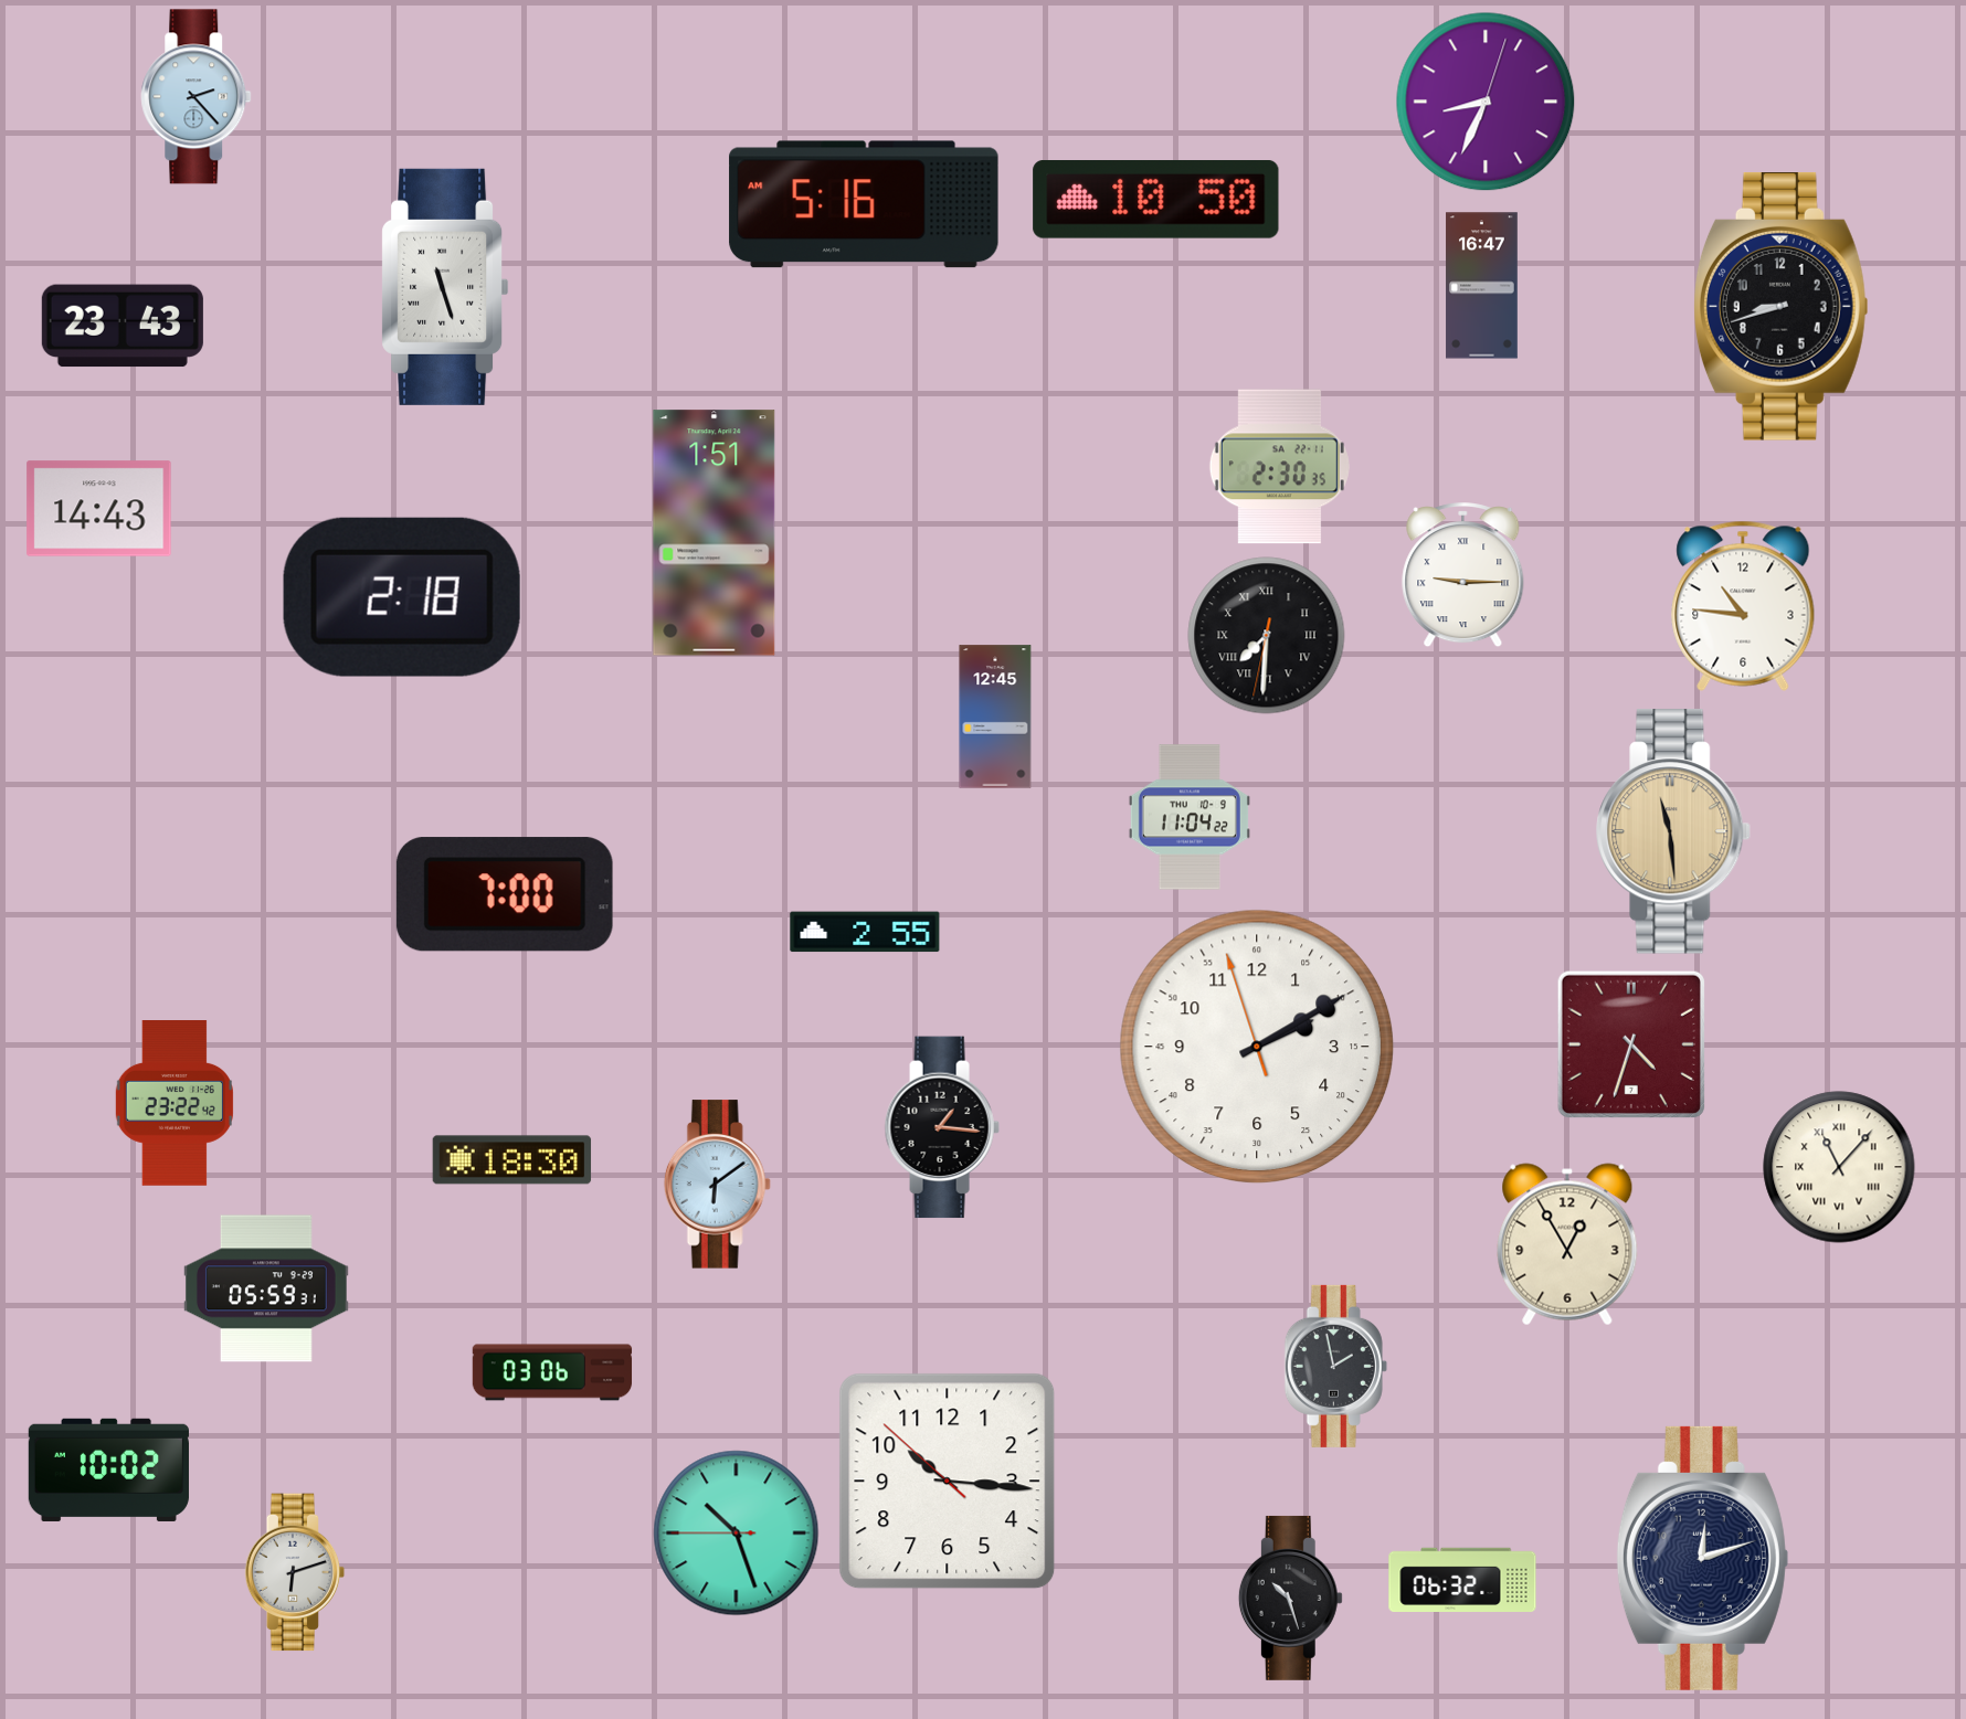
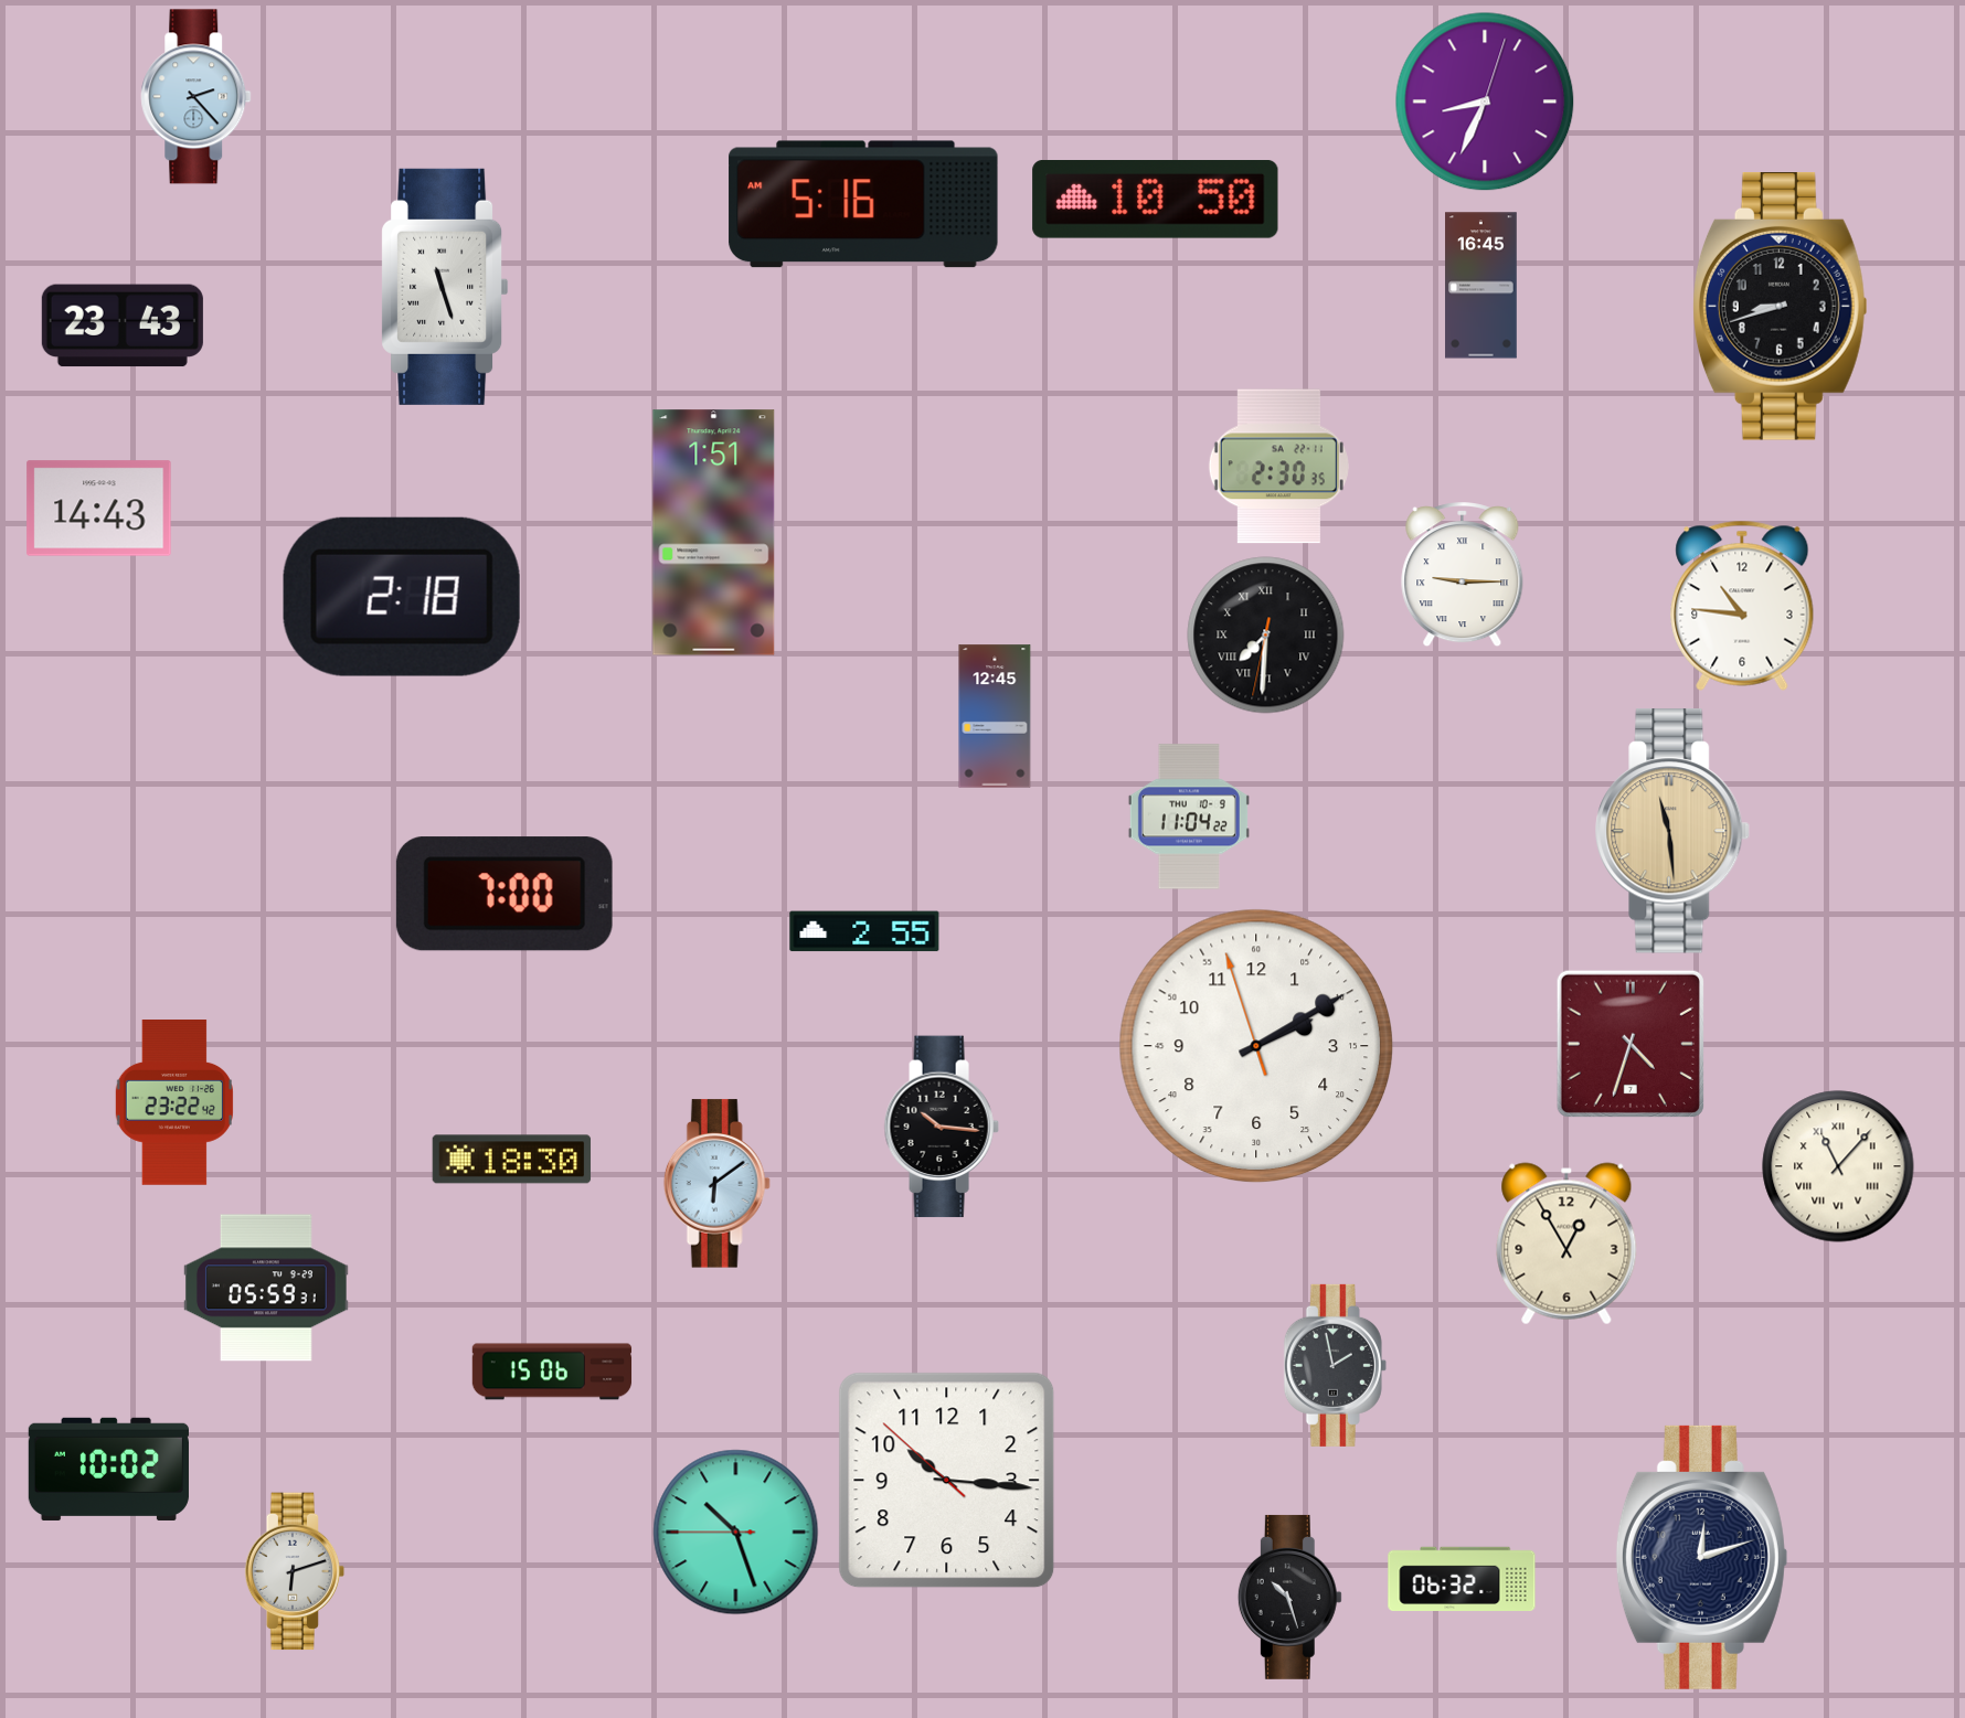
clock at (1482, 286): 16:47 -> 16:45
clock at (942, 1127): 1:16 -> 10:16
clock at (552, 1372): 03:06 -> 15:06
